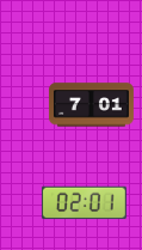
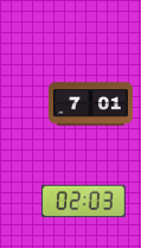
clock at (84, 203): 02:01 -> 02:03
